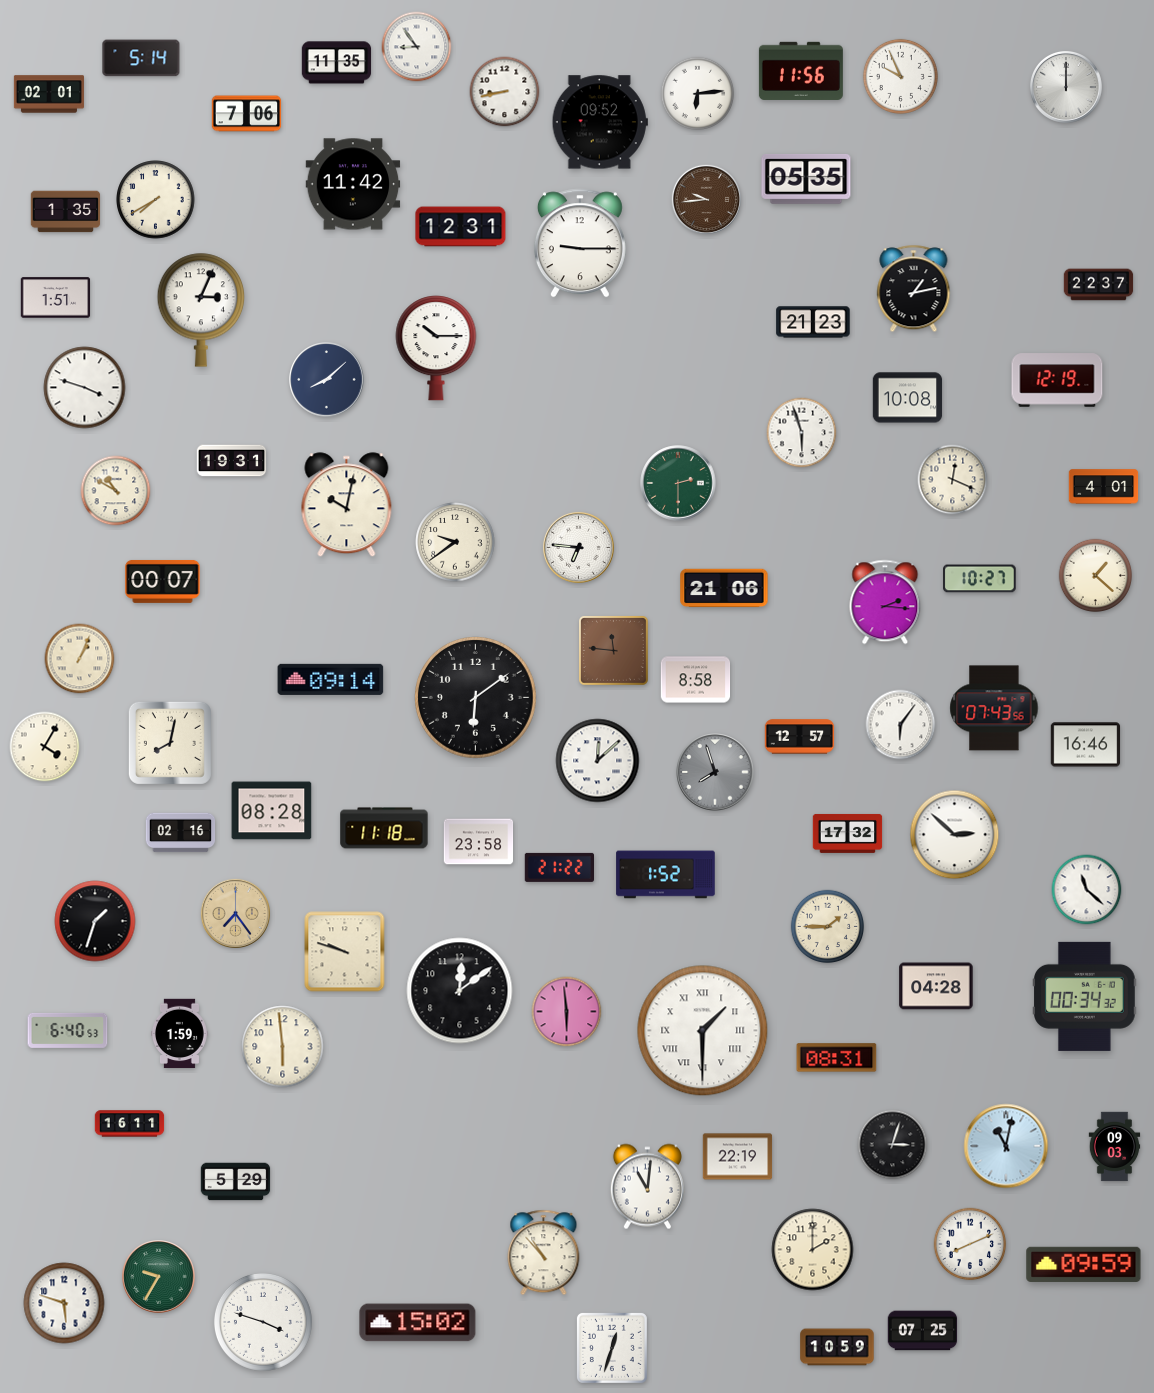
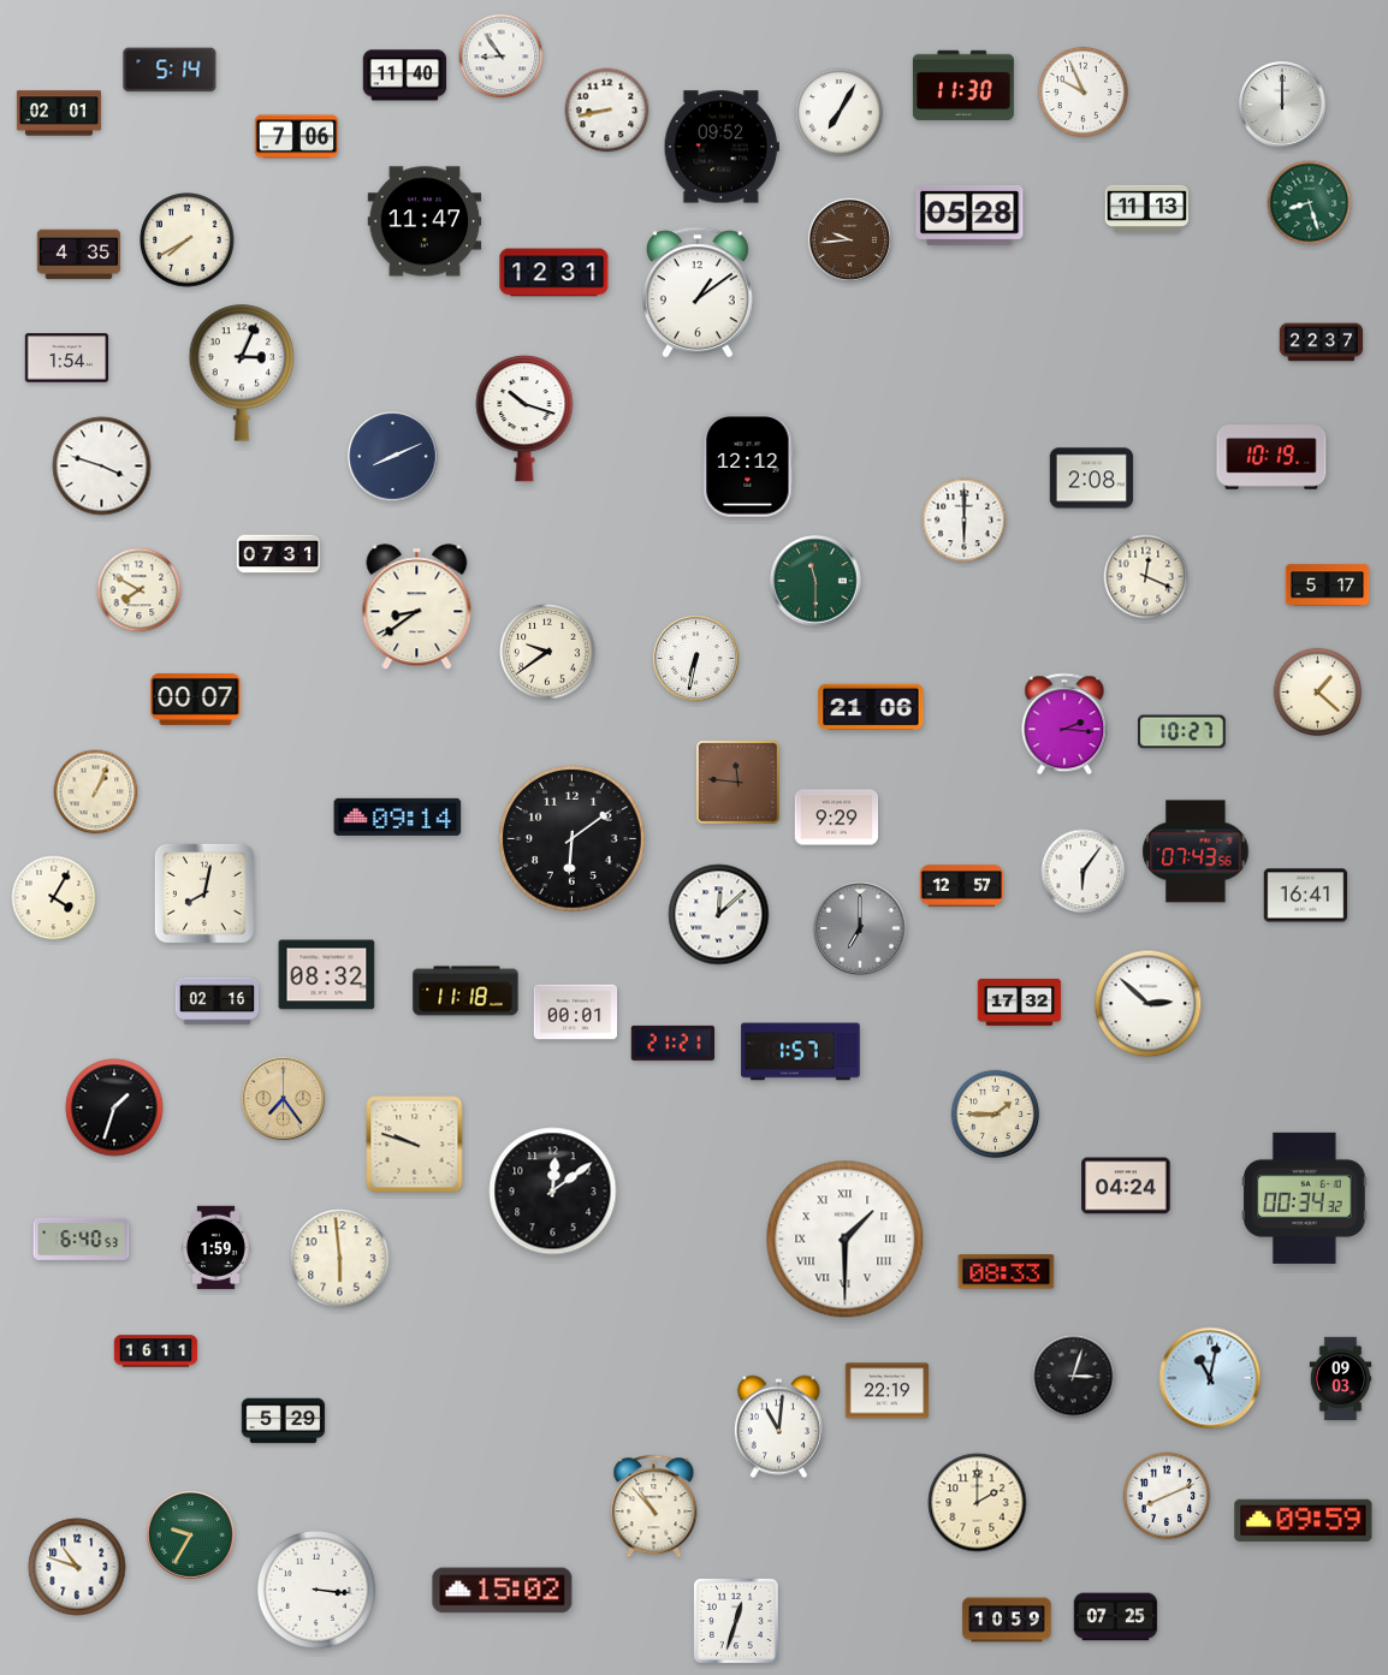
clock at (337, 63): 11:35 -> 11:40
clock at (801, 71): 11:56 -> 11:30
clock at (698, 94): 6:14 -> 7:05
clock at (1310, 203): none -> 8:27
clock at (1147, 208): none -> 11:13
clock at (806, 180): 05:35 -> 05:28
clock at (353, 184): 11:42 -> 11:47
clock at (66, 212): 1:35 -> 4:35
clock at (580, 243): 9:15 -> 1:09
clock at (914, 289): 1:13 -> none
clock at (56, 298): 1:51 -> 1:54
clock at (813, 322): 21:23 -> none
clock at (436, 348): 10:15 -> 10:18
clock at (327, 380): 8:08 -> 8:11
clock at (1057, 380): 12:19 -> 10:19
clock at (748, 465): none -> 12:12
clock at (908, 398): 10:08 -> 2:08
clock at (802, 433): 5:57 -> 6:00
clock at (232, 461): 19:31 -> 07:31
clock at (678, 483): 2:30 -> 11:30
clock at (1104, 487): 4:01 -> 5:17
clock at (116, 491): 10:50 -> 7:50
clock at (347, 505): 10:02 -> 8:39
clock at (578, 547): 6:46 -> 6:32
clock at (980, 579) position: (980, 579) -> (1182, 732)
clock at (696, 680): 8:58 -> 9:29
clock at (1086, 745): 16:46 -> 16:41
clock at (715, 772): 7:57 -> 7:00
clock at (272, 811): 08:28 -> 08:32
clock at (384, 828) position: (384, 828) -> (465, 991)
clock at (479, 842): 23:58 -> 00:01
clock at (560, 867): 21:22 -> 21:21
clock at (666, 875): 1:52 -> 1:57
clock at (1087, 890): 11:22 -> none
clock at (936, 986): 04:28 -> 04:24
clock at (567, 1012): 5:59 -> none
clock at (179, 1034) position: (179, 1034) -> (215, 1248)
clock at (837, 1058): 08:31 -> 08:33
clock at (64, 1303): 5:48 -> 10:48
clock at (263, 1322): 3:48 -> 3:16
clock at (923, 1331) position: (923, 1331) -> (1116, 1617)
